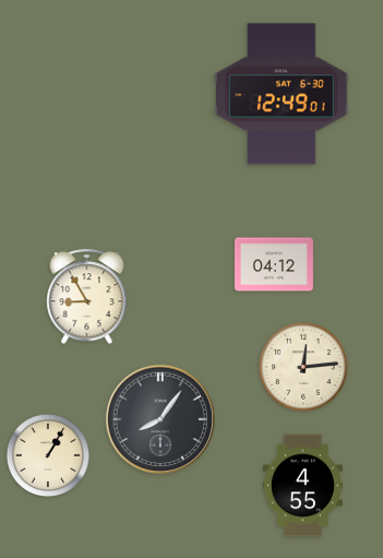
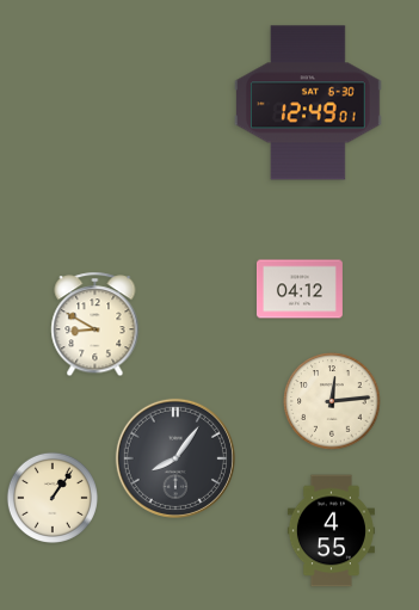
clock at (87, 297): 8:55 -> 8:50
clock at (48, 455): 1:05 -> 1:06
